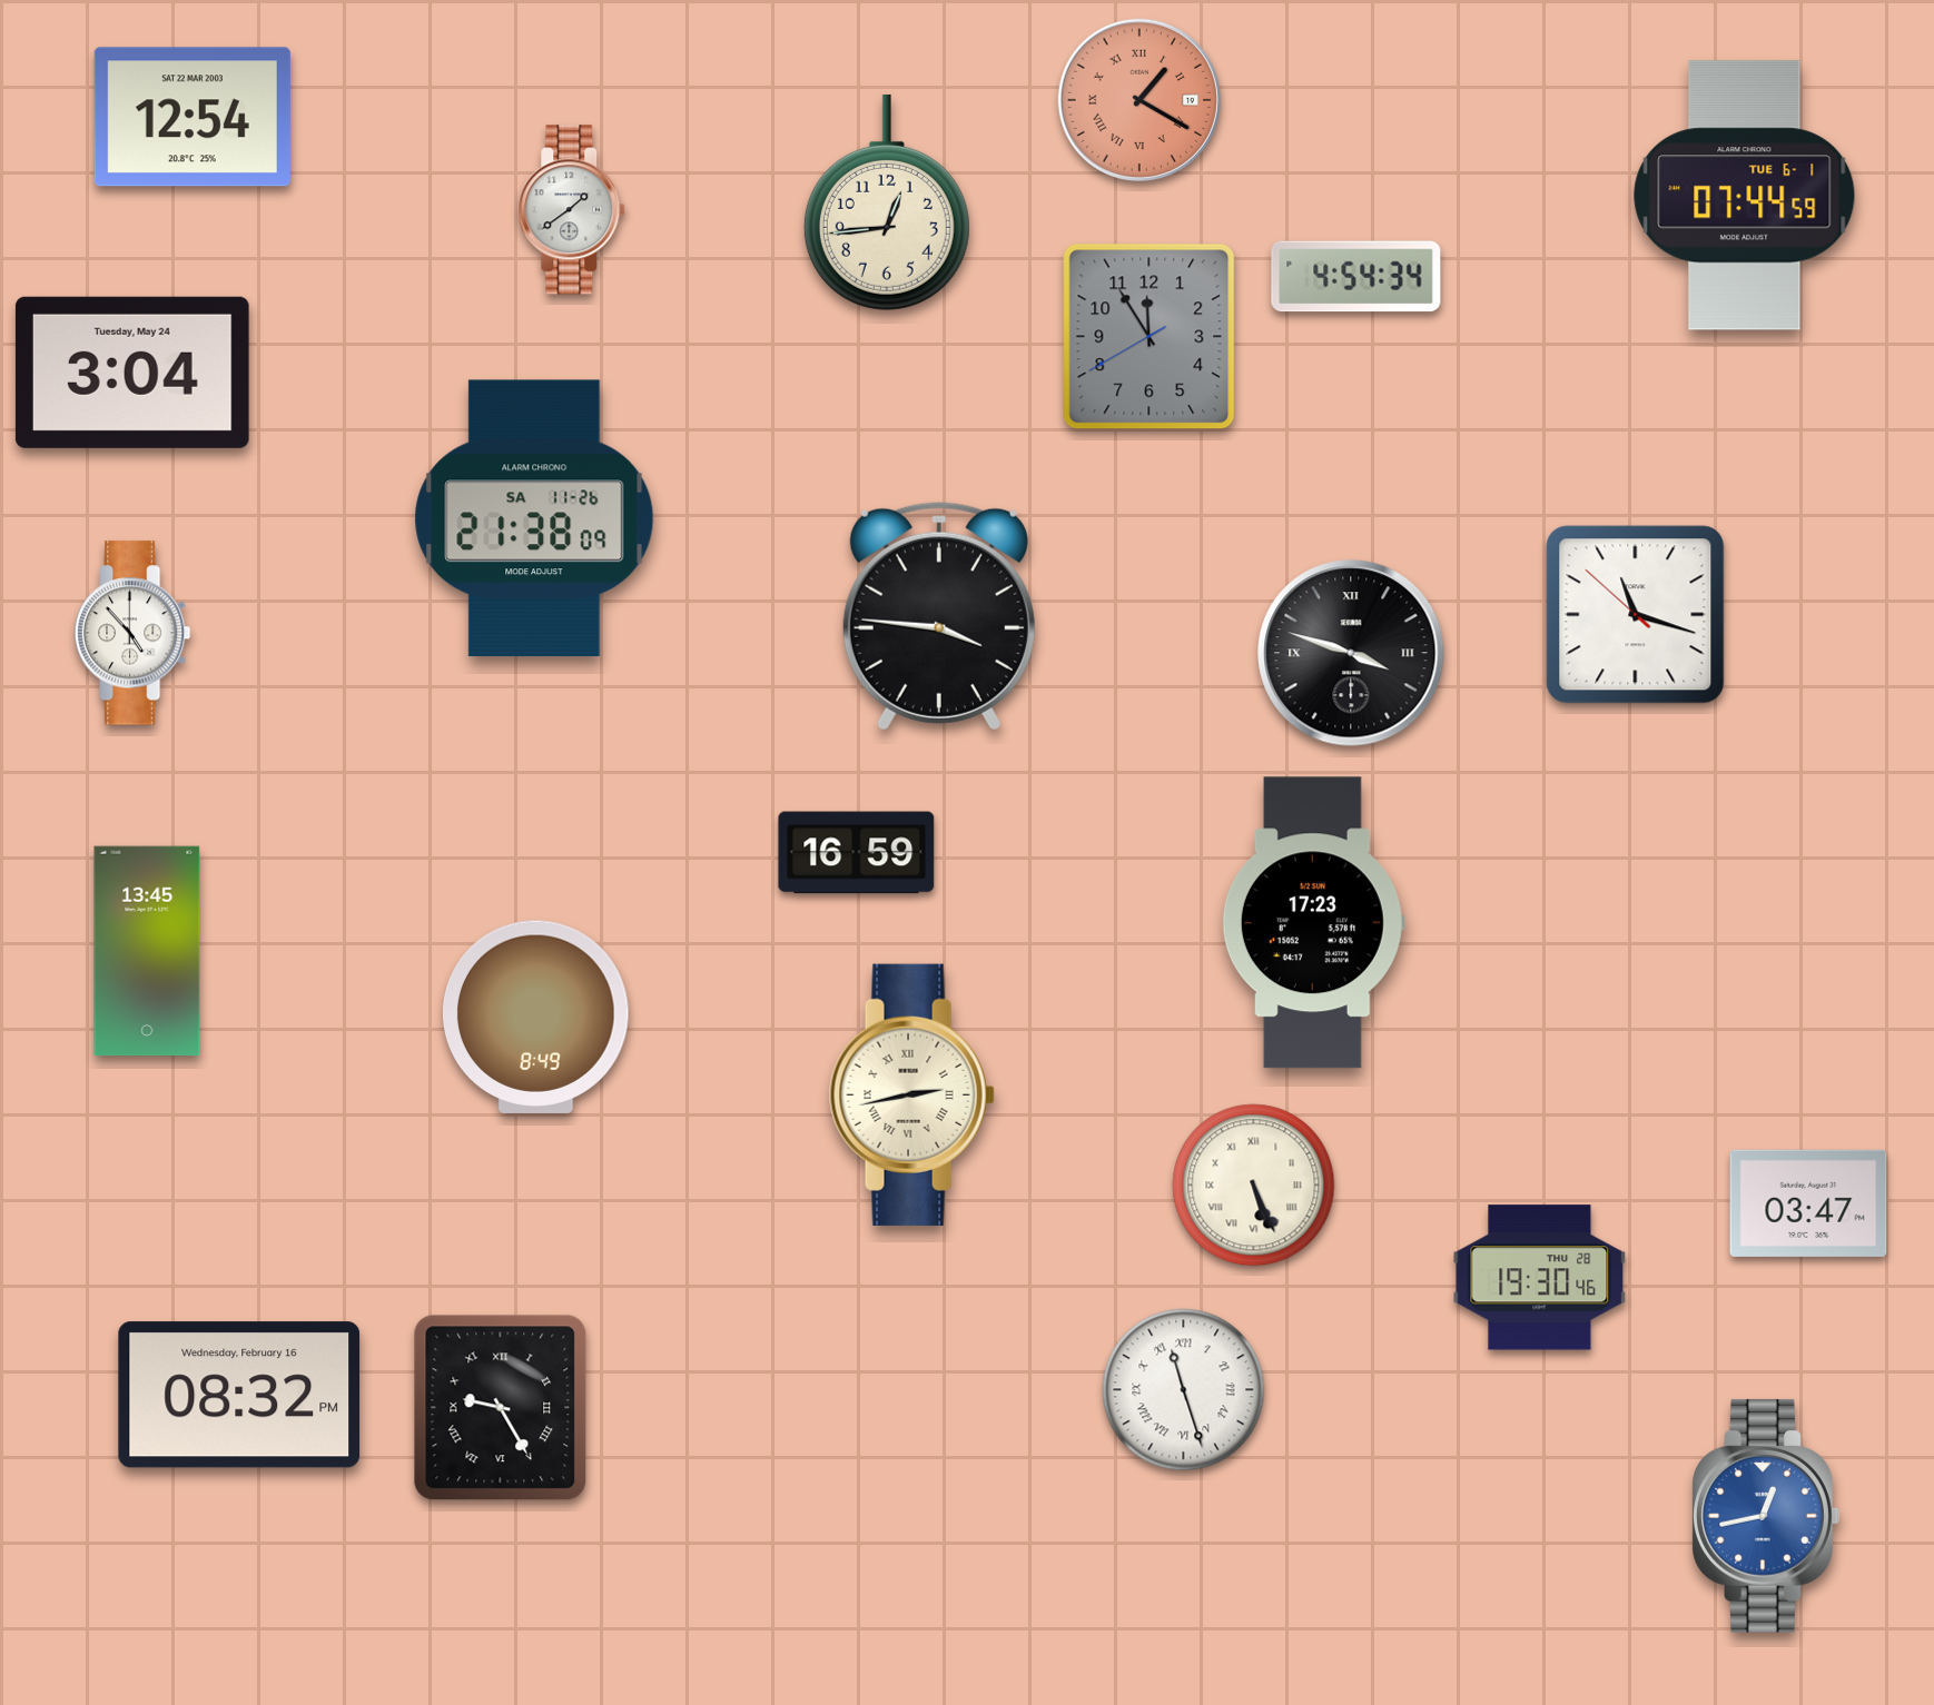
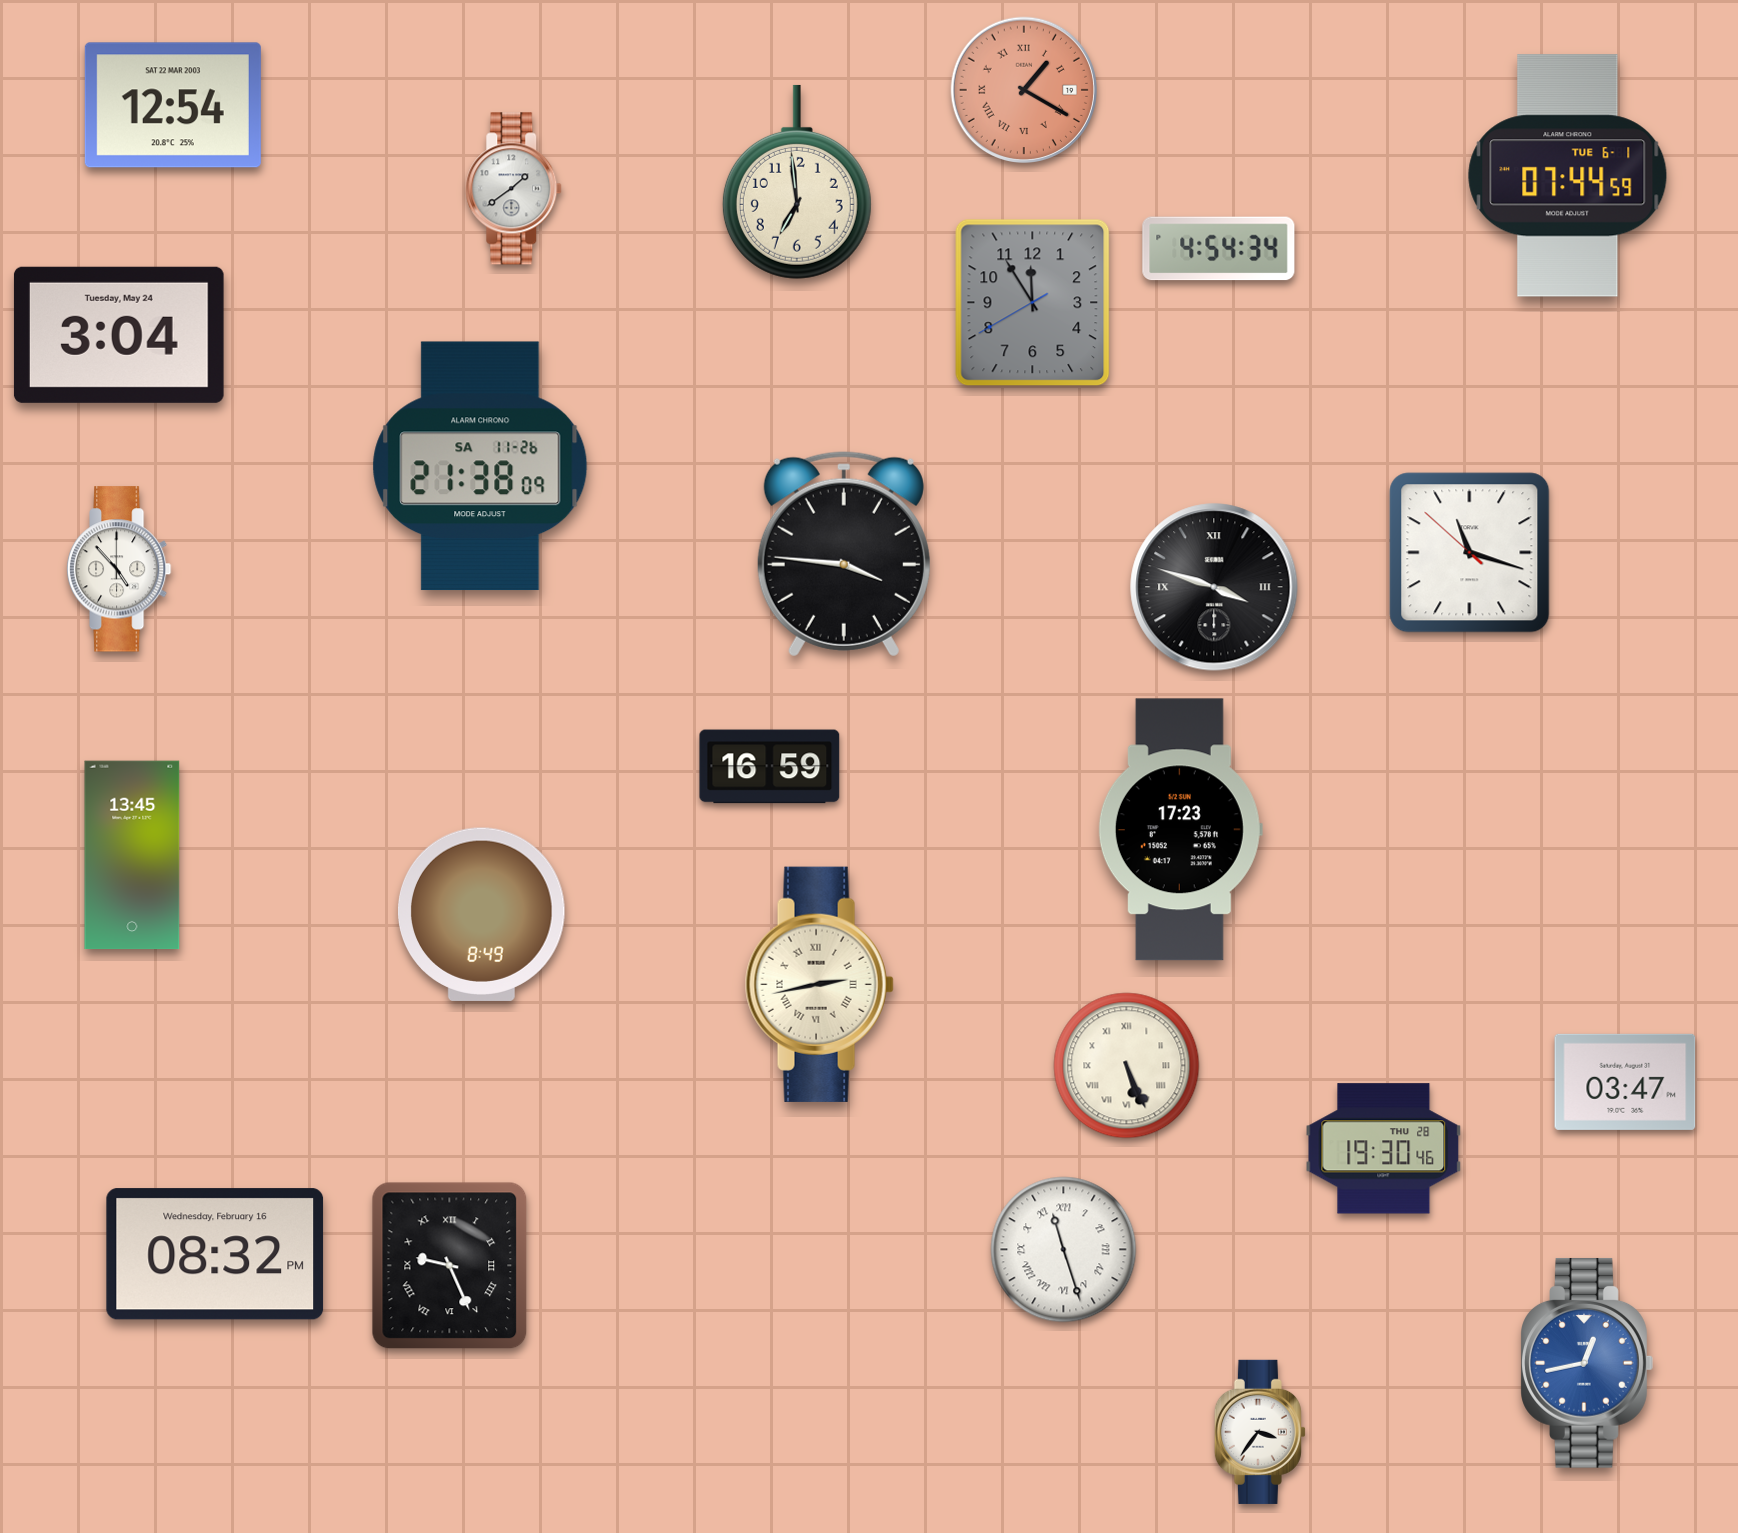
clock at (887, 202): 12:44 -> 6:59
clock at (501, 1408): 9:25 -> 9:26
clock at (1260, 1432): none -> 3:36
